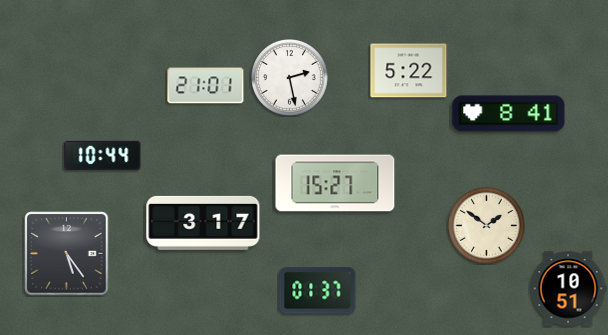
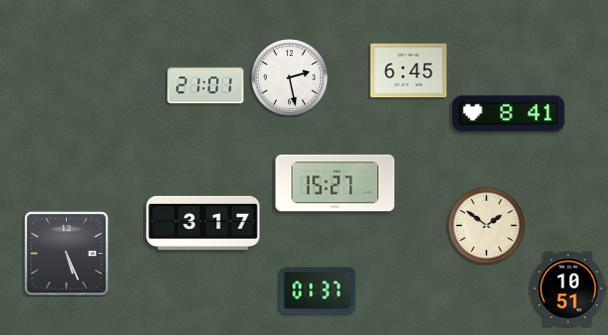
clock at (409, 71): 5:22 -> 6:45
clock at (103, 155): 10:44 -> none
clock at (67, 254): 5:24 -> 5:26
